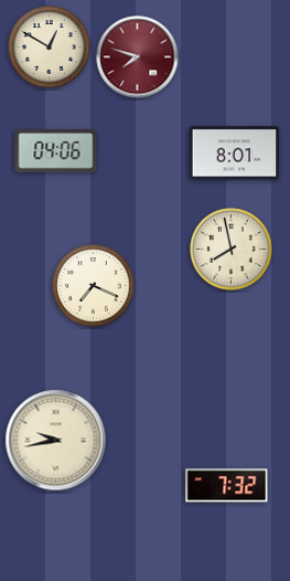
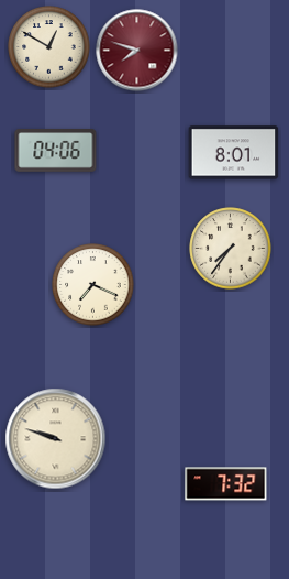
clock at (138, 57) position: (138, 57) -> (137, 51)
clock at (232, 250): 7:58 -> 7:36
clock at (56, 441): 9:43 -> 9:48
